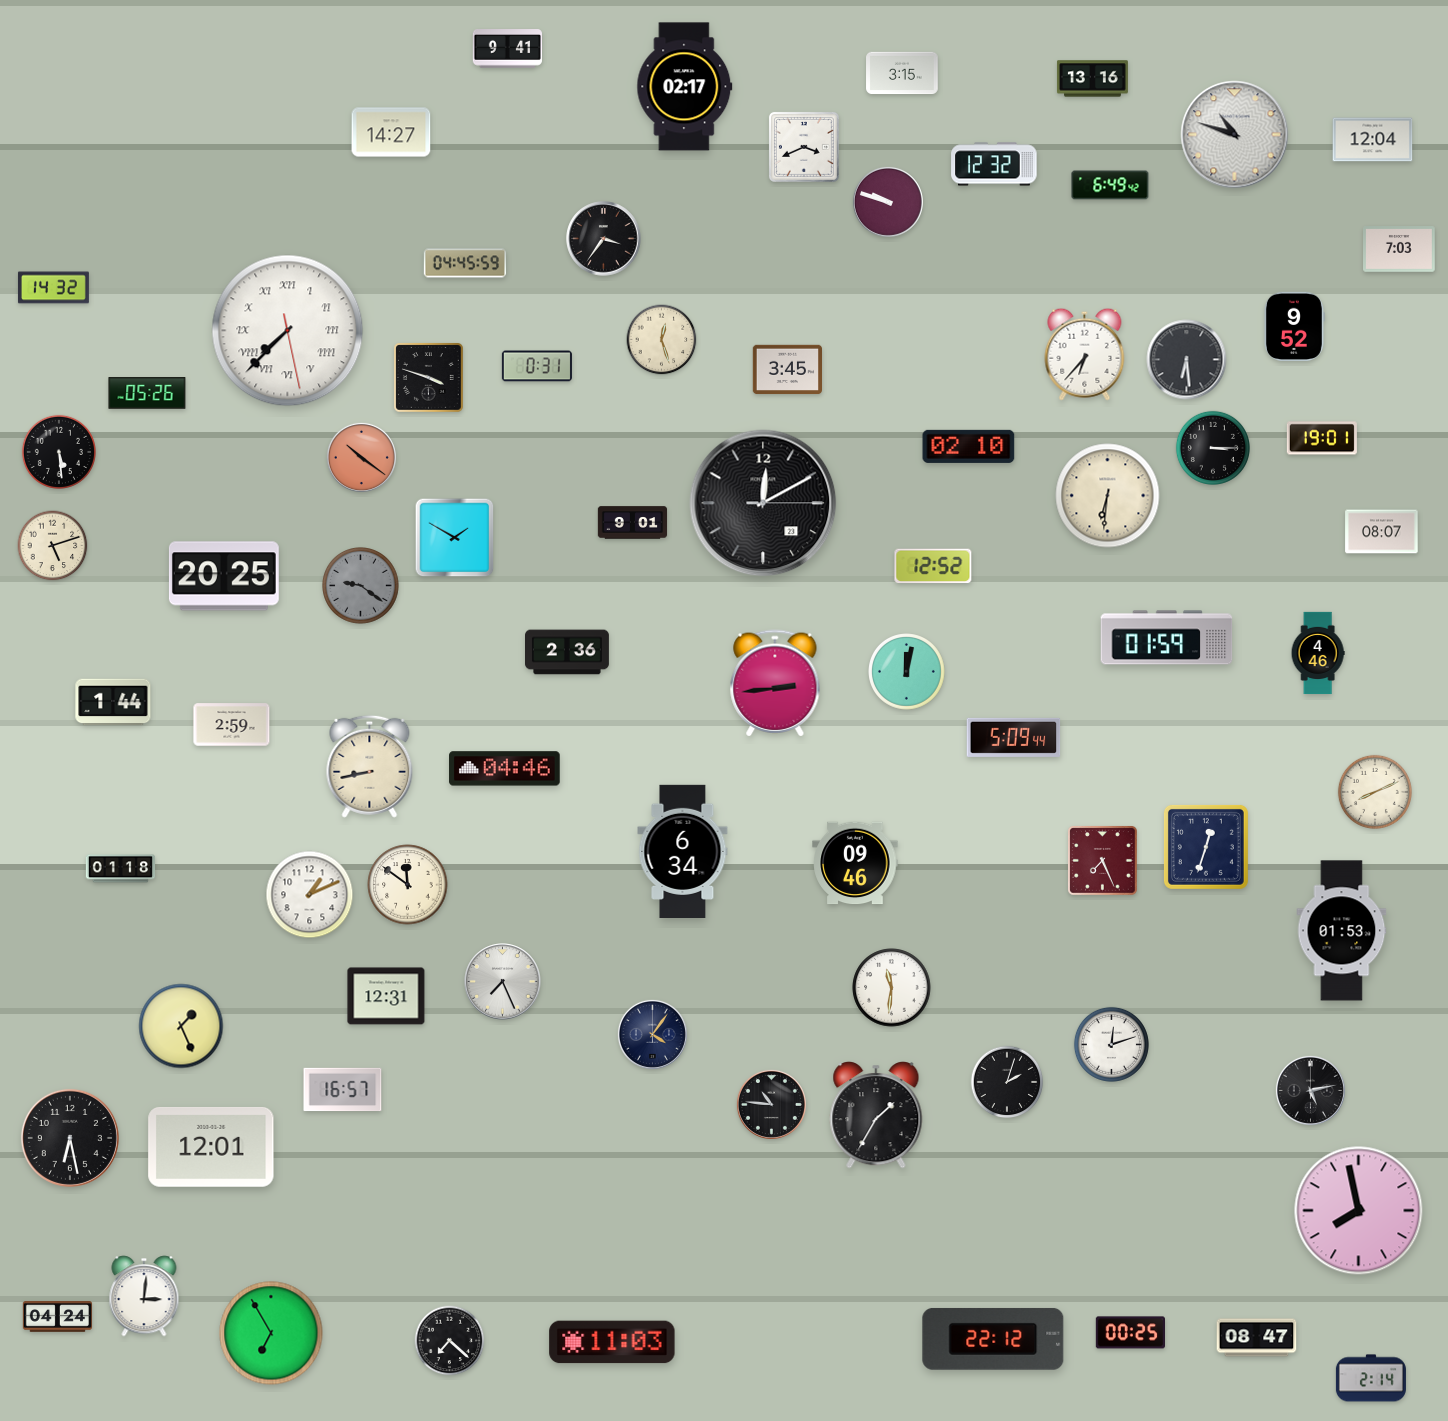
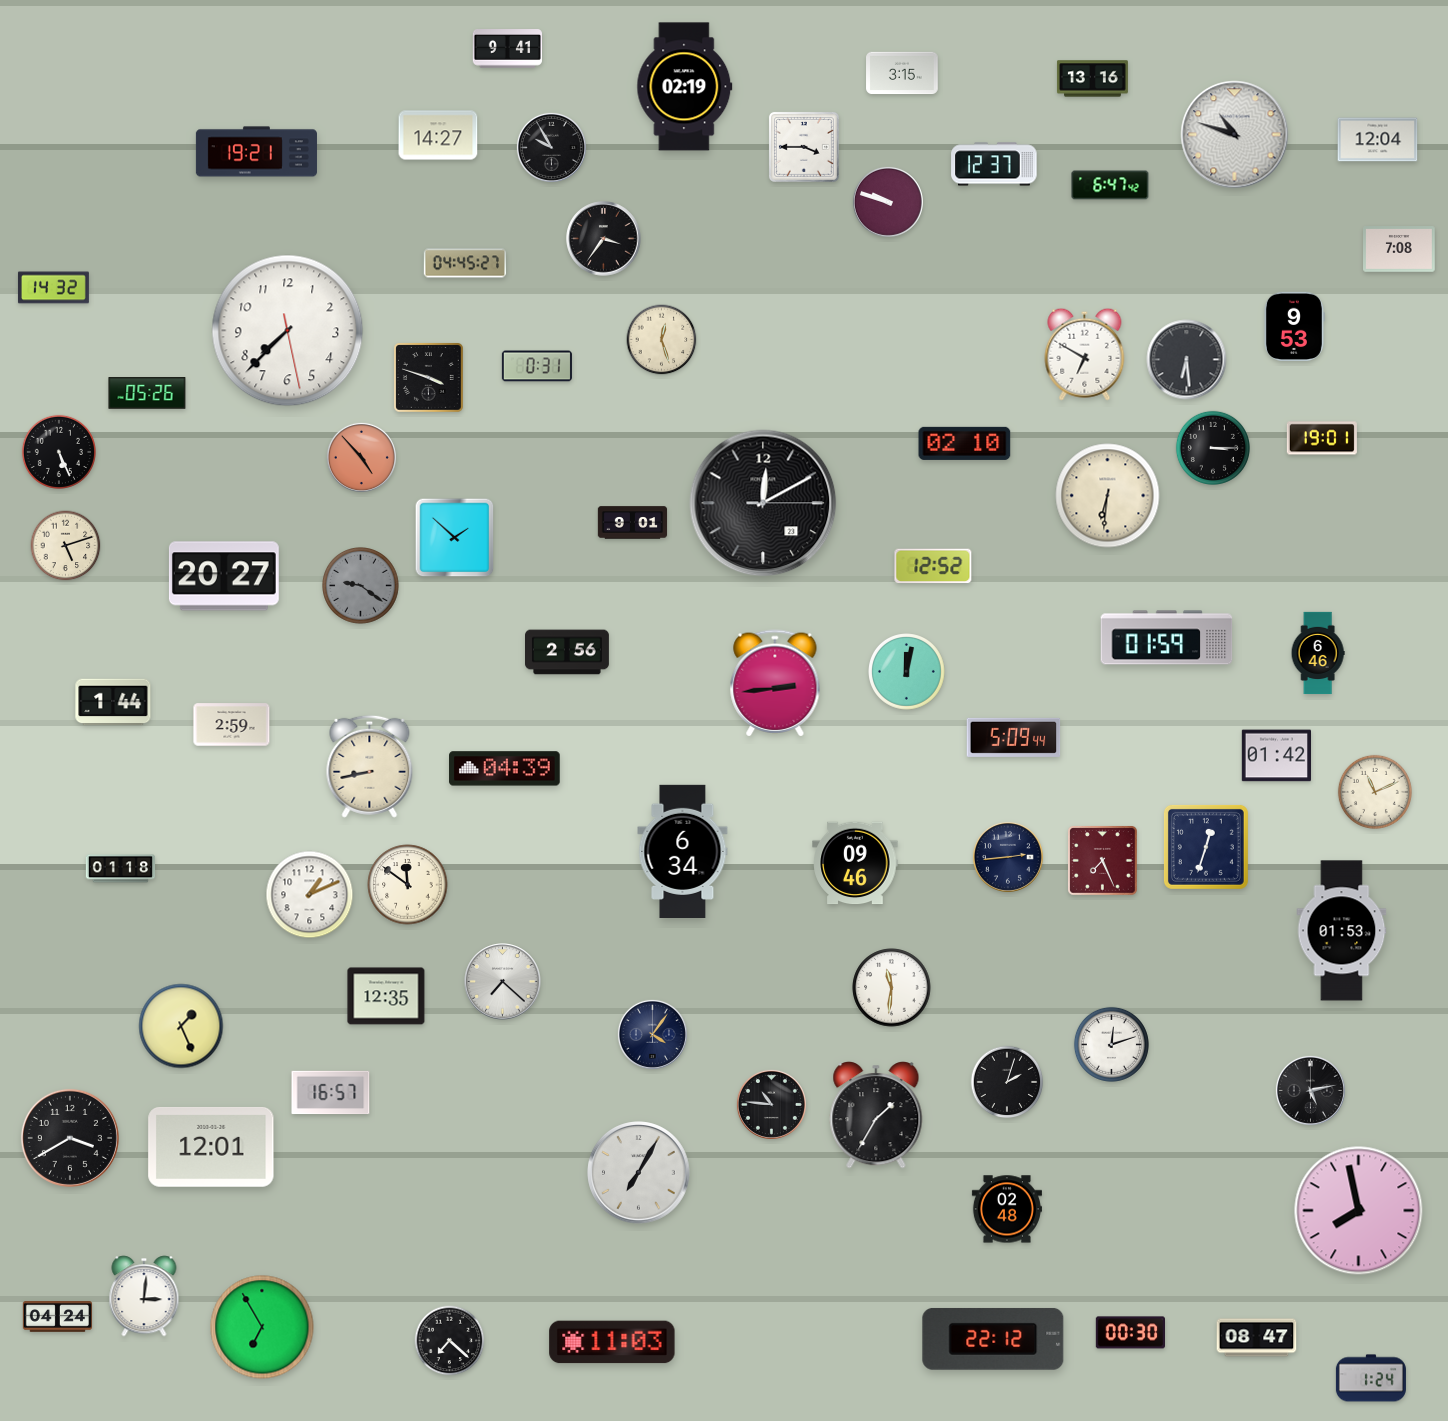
clock at (685, 87): 02:17 -> 02:19
clock at (391, 132) position: (391, 132) -> (438, 135)
clock at (1373, 140) position: (1373, 140) -> (1378, 140)
clock at (551, 147): none -> 9:55
clock at (804, 147): 3:41 -> 3:45
clock at (256, 152): none -> 19:21
clock at (994, 164): 12:32 -> 12:37
clock at (1110, 185): 6:49 -> 6:47
clock at (1400, 249): 7:03 -> 7:08
clock at (464, 263): 04:45:59 -> 04:45:27
clock at (1294, 326): 9:52 -> 9:53
clock at (288, 331) numerals: Roman -> Arabic
clock at (1085, 354): 6:37 -> 6:50
clock at (787, 370): 3:45 -> none
clock at (969, 446) position: (969, 446) -> (965, 443)
clock at (59, 452): 5:29 -> 5:26
clock at (361, 457): 10:21 -> 4:53
clock at (1382, 532): 08:07 -> none
clock at (455, 538): 1:50 -> 1:52
clock at (53, 546) position: (53, 546) -> (66, 546)
clock at (224, 576): 20:25 -> 20:27
clock at (568, 652): 2:36 -> 2:56
clock at (1318, 653): 4:46 -> 6:46
clock at (1276, 756): none -> 01:42
clock at (505, 769): 04:46 -> 04:39
clock at (1375, 792): 8:11 -> 11:11
clock at (1008, 857): none -> 2:44
clock at (503, 982): 7:26 -> 7:22
clock at (386, 996): 12:31 -> 12:35
clock at (343, 1090) position: (343, 1090) -> (331, 1093)
clock at (70, 1138): 6:28 -> 3:40
clock at (639, 1173): none -> 7:05
clock at (1007, 1209): none -> 02:48
clock at (271, 1333) position: (271, 1333) -> (262, 1327)
clock at (1130, 1333): 00:25 -> 00:30
clock at (1371, 1378): 2:14 -> 1:24
